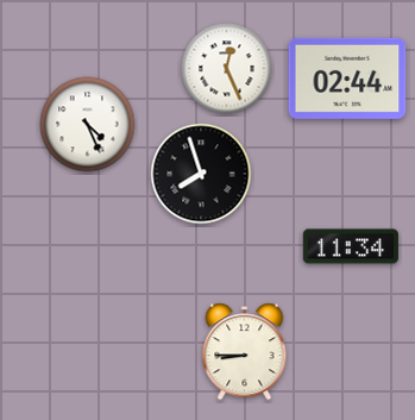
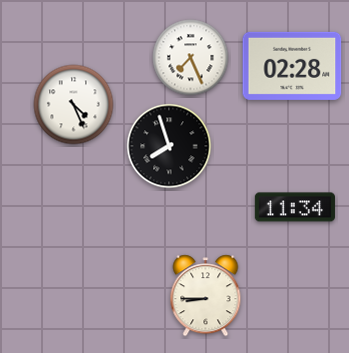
clock at (227, 69): 12:26 -> 7:26
clock at (347, 79): 02:44 -> 02:28
